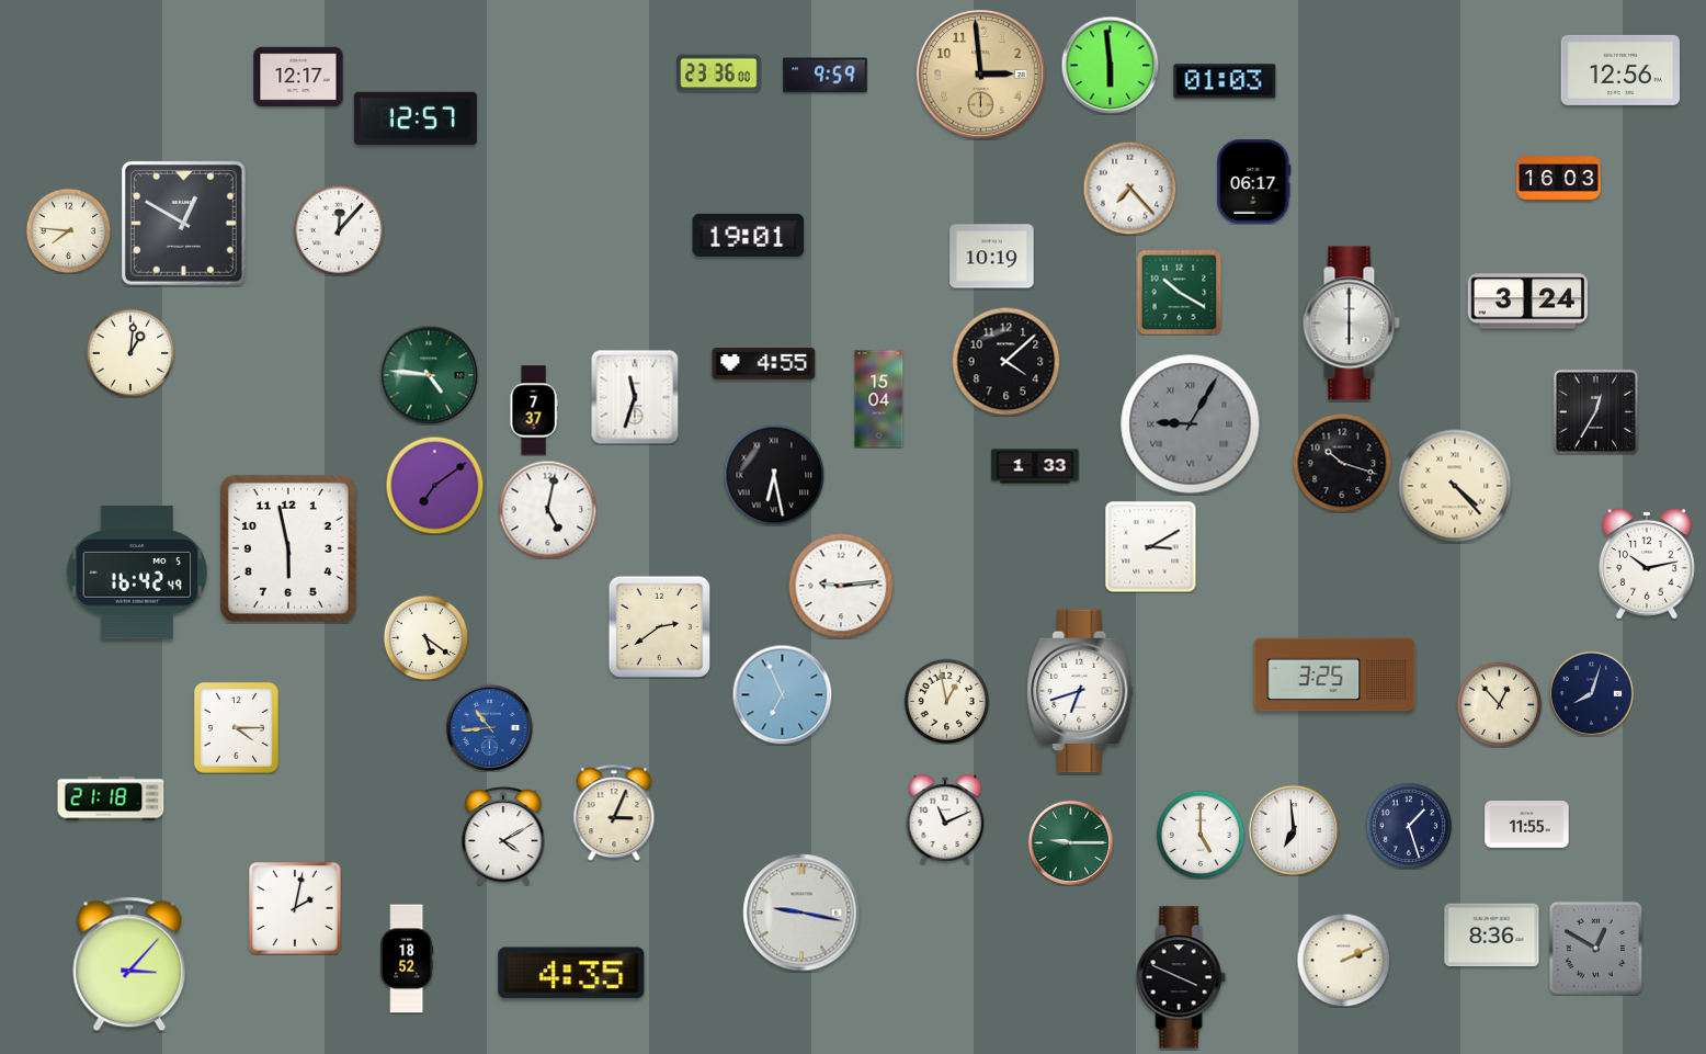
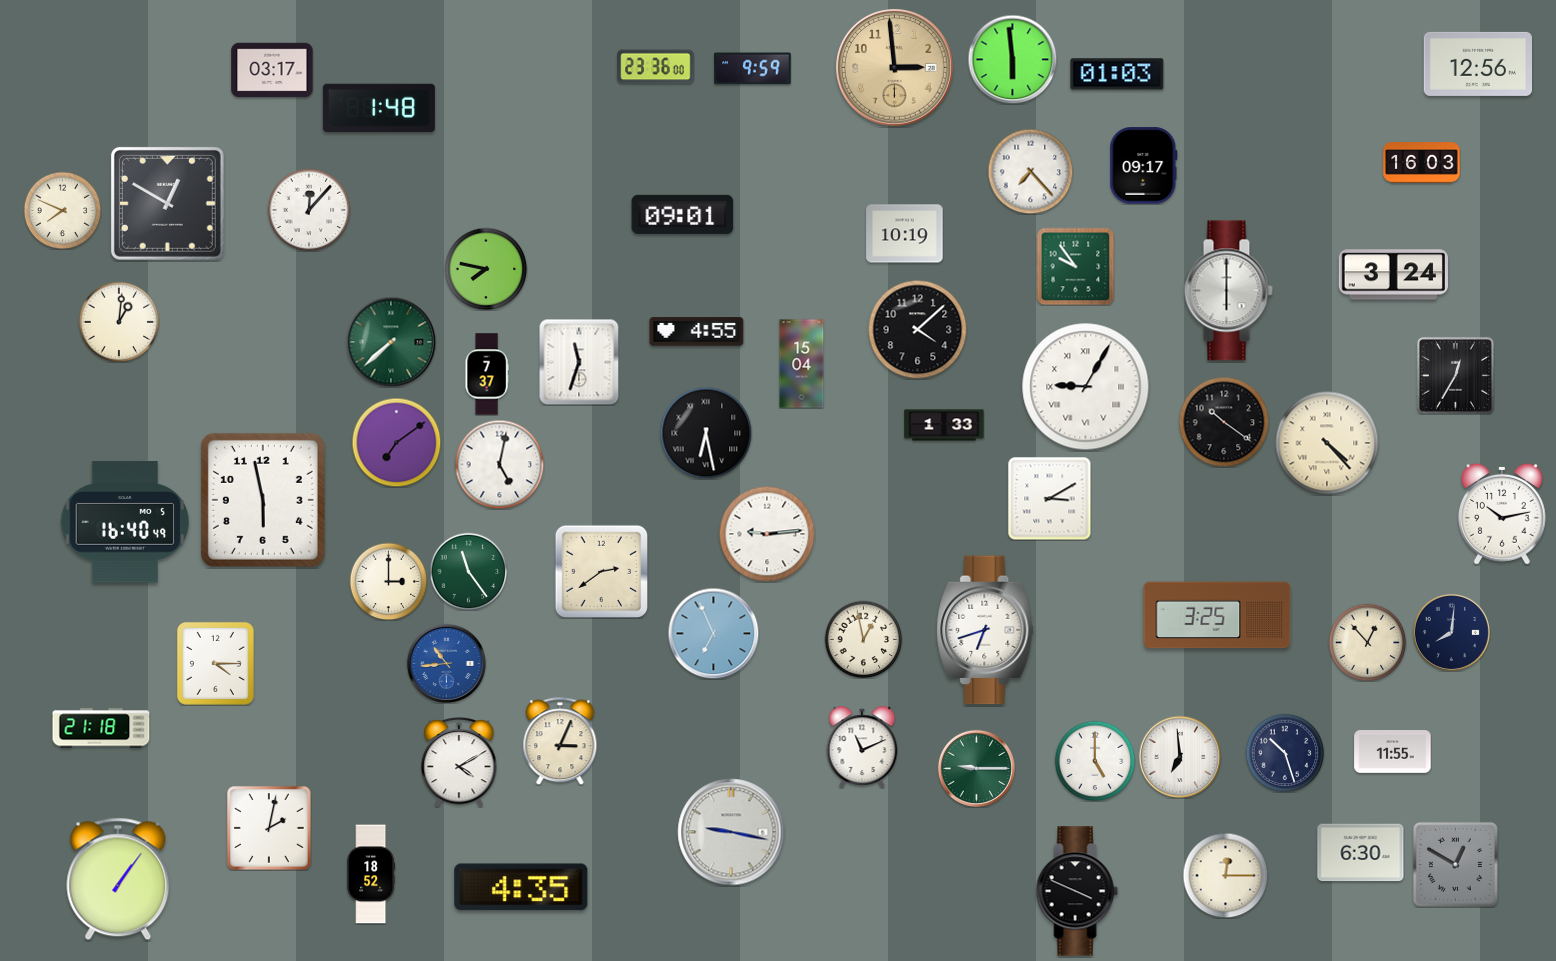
clock at (298, 77): 12:17 -> 03:17
clock at (416, 118): 12:57 -> 1:48
clock at (1254, 182): 06:17 -> 09:17
clock at (68, 230): 7:46 -> 7:49
clock at (749, 235): 19:01 -> 09:01
clock at (1179, 292): 10:20 -> 9:54
clock at (486, 269): none -> 7:47
clock at (1351, 324) position: (1351, 324) -> (1228, 291)
clock at (429, 375): 4:46 -> 7:38
clock at (1191, 424) dial: grey -> white
clock at (1342, 463): 10:18 -> 10:21
clock at (137, 573): 16:42 -> 16:40
clock at (468, 571): none -> 11:24
clock at (425, 637): 5:21 -> 3:00
clock at (1591, 693): 8:03 -> 8:01
clock at (1409, 826): 1:27 -> 10:27
clock at (1492, 936): 8:36 -> 6:30
clock at (1343, 960): 2:11 -> 12:15
clock at (129, 964): 3:07 -> 1:06
